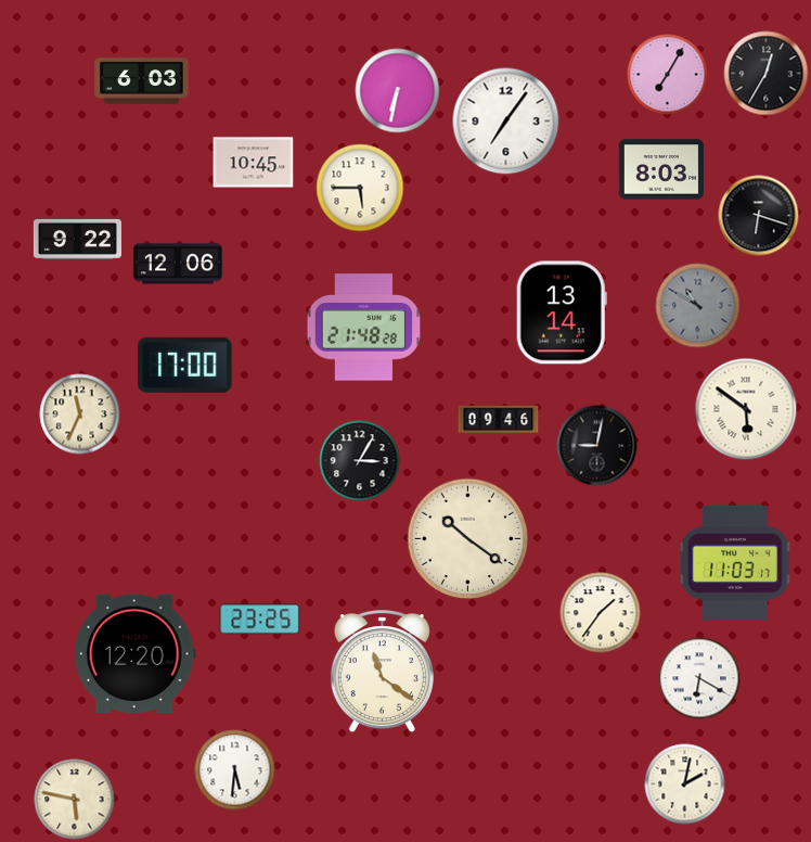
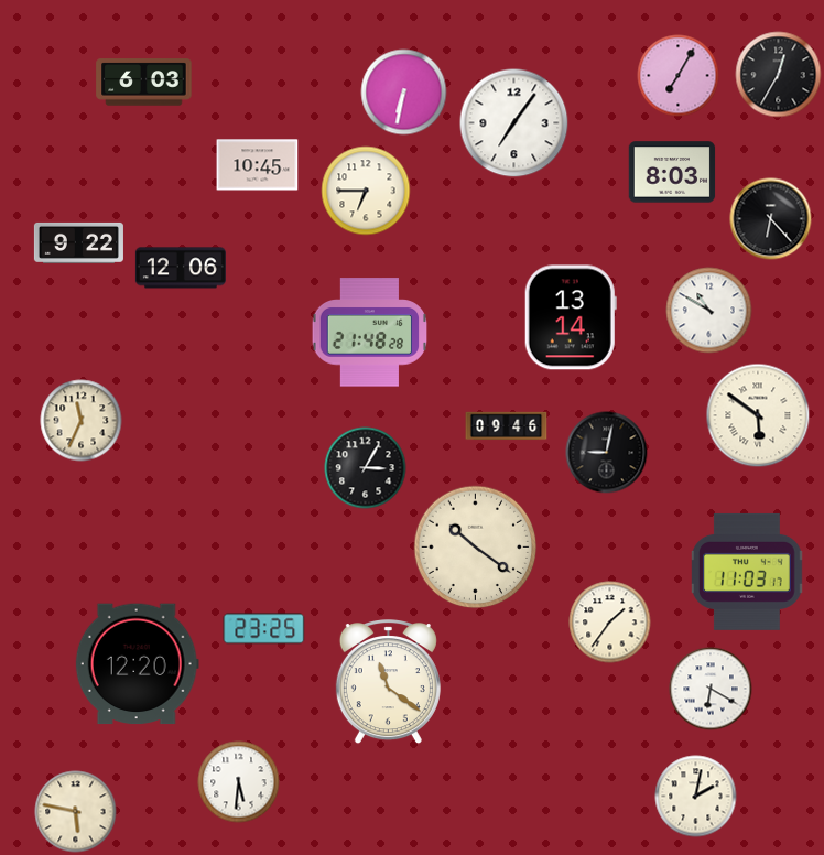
clock at (360, 188): 5:45 -> 6:45
clock at (759, 216): 6:18 -> 6:23
clock at (698, 306) dial: grey -> white
clock at (185, 365): 17:00 -> none
